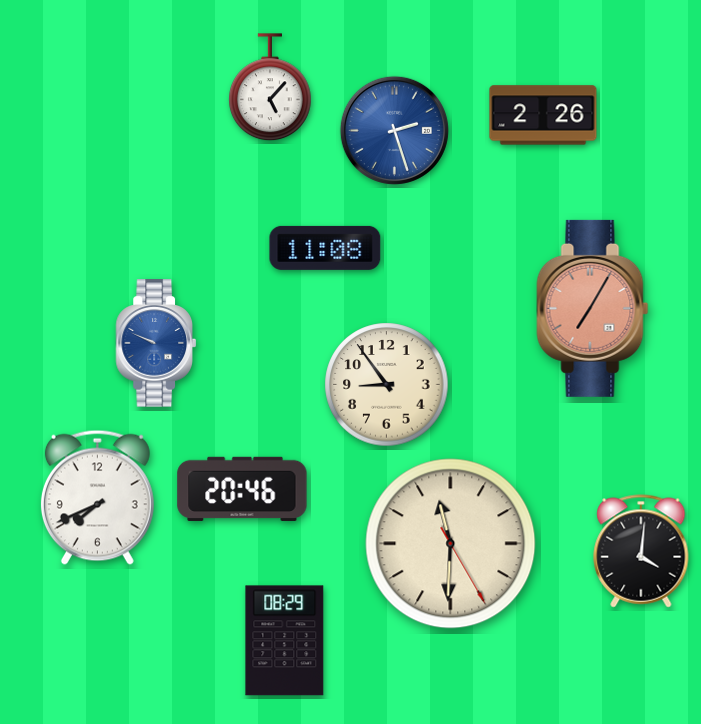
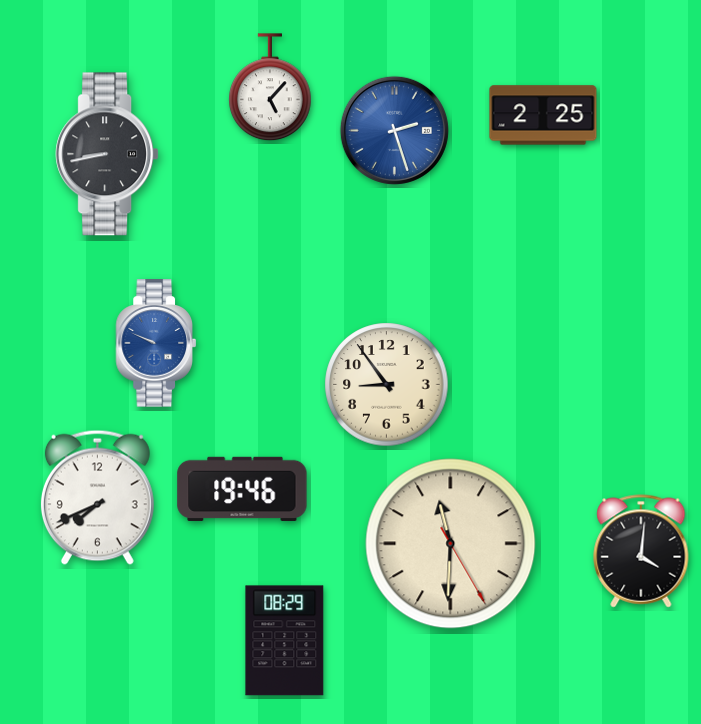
clock at (543, 115): 2:26 -> 2:25
clock at (107, 154): none -> 8:43
clock at (325, 248): 11:08 -> none
clock at (593, 308): 7:05 -> none
clock at (242, 489): 20:46 -> 19:46
